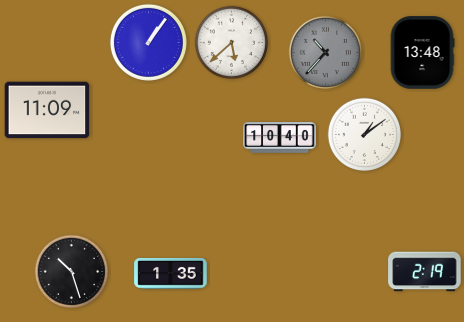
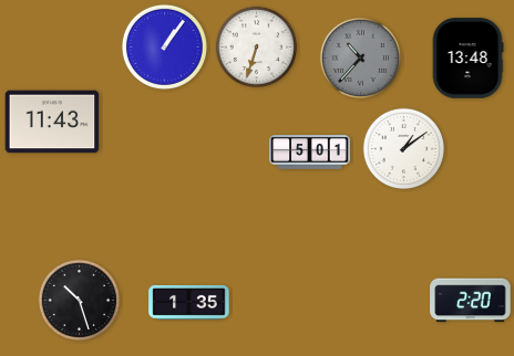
clock at (231, 42): 5:38 -> 6:33
clock at (47, 110): 11:09 -> 11:43
clock at (280, 138): 10:40 -> 5:01
clock at (425, 272): 2:19 -> 2:20
